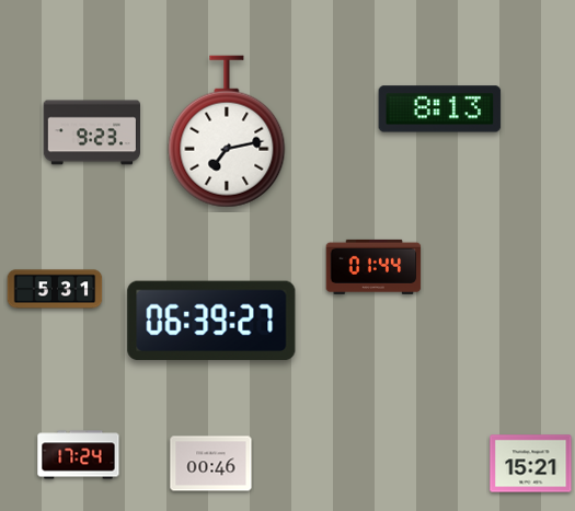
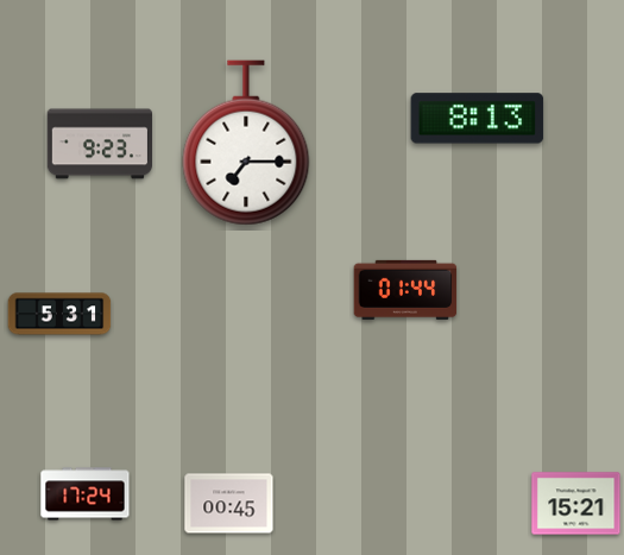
clock at (227, 131): 7:13 -> 7:15
clock at (211, 321): 06:39 -> none
clock at (211, 464): 00:46 -> 00:45
